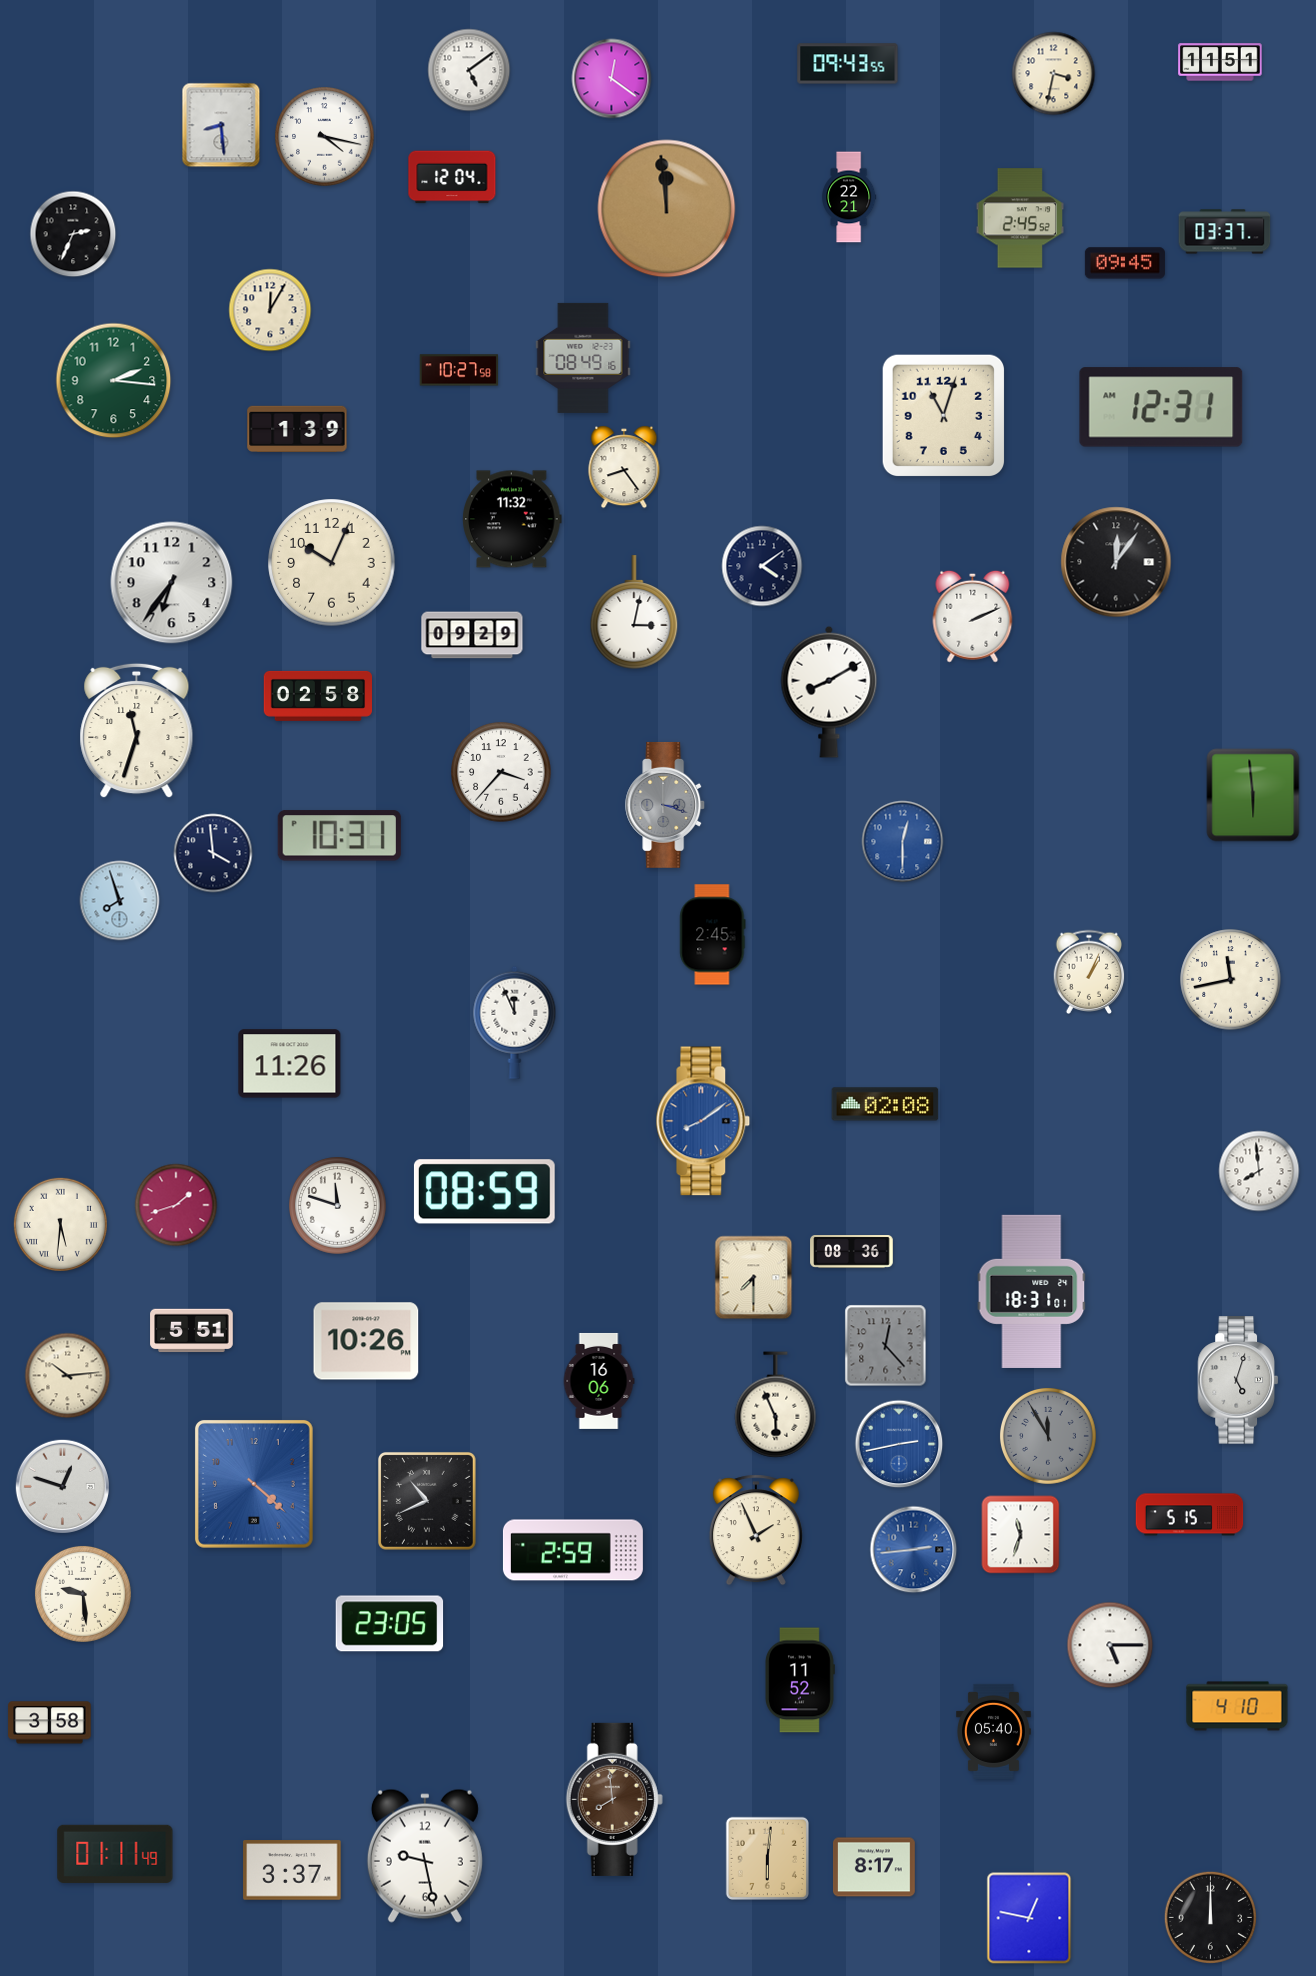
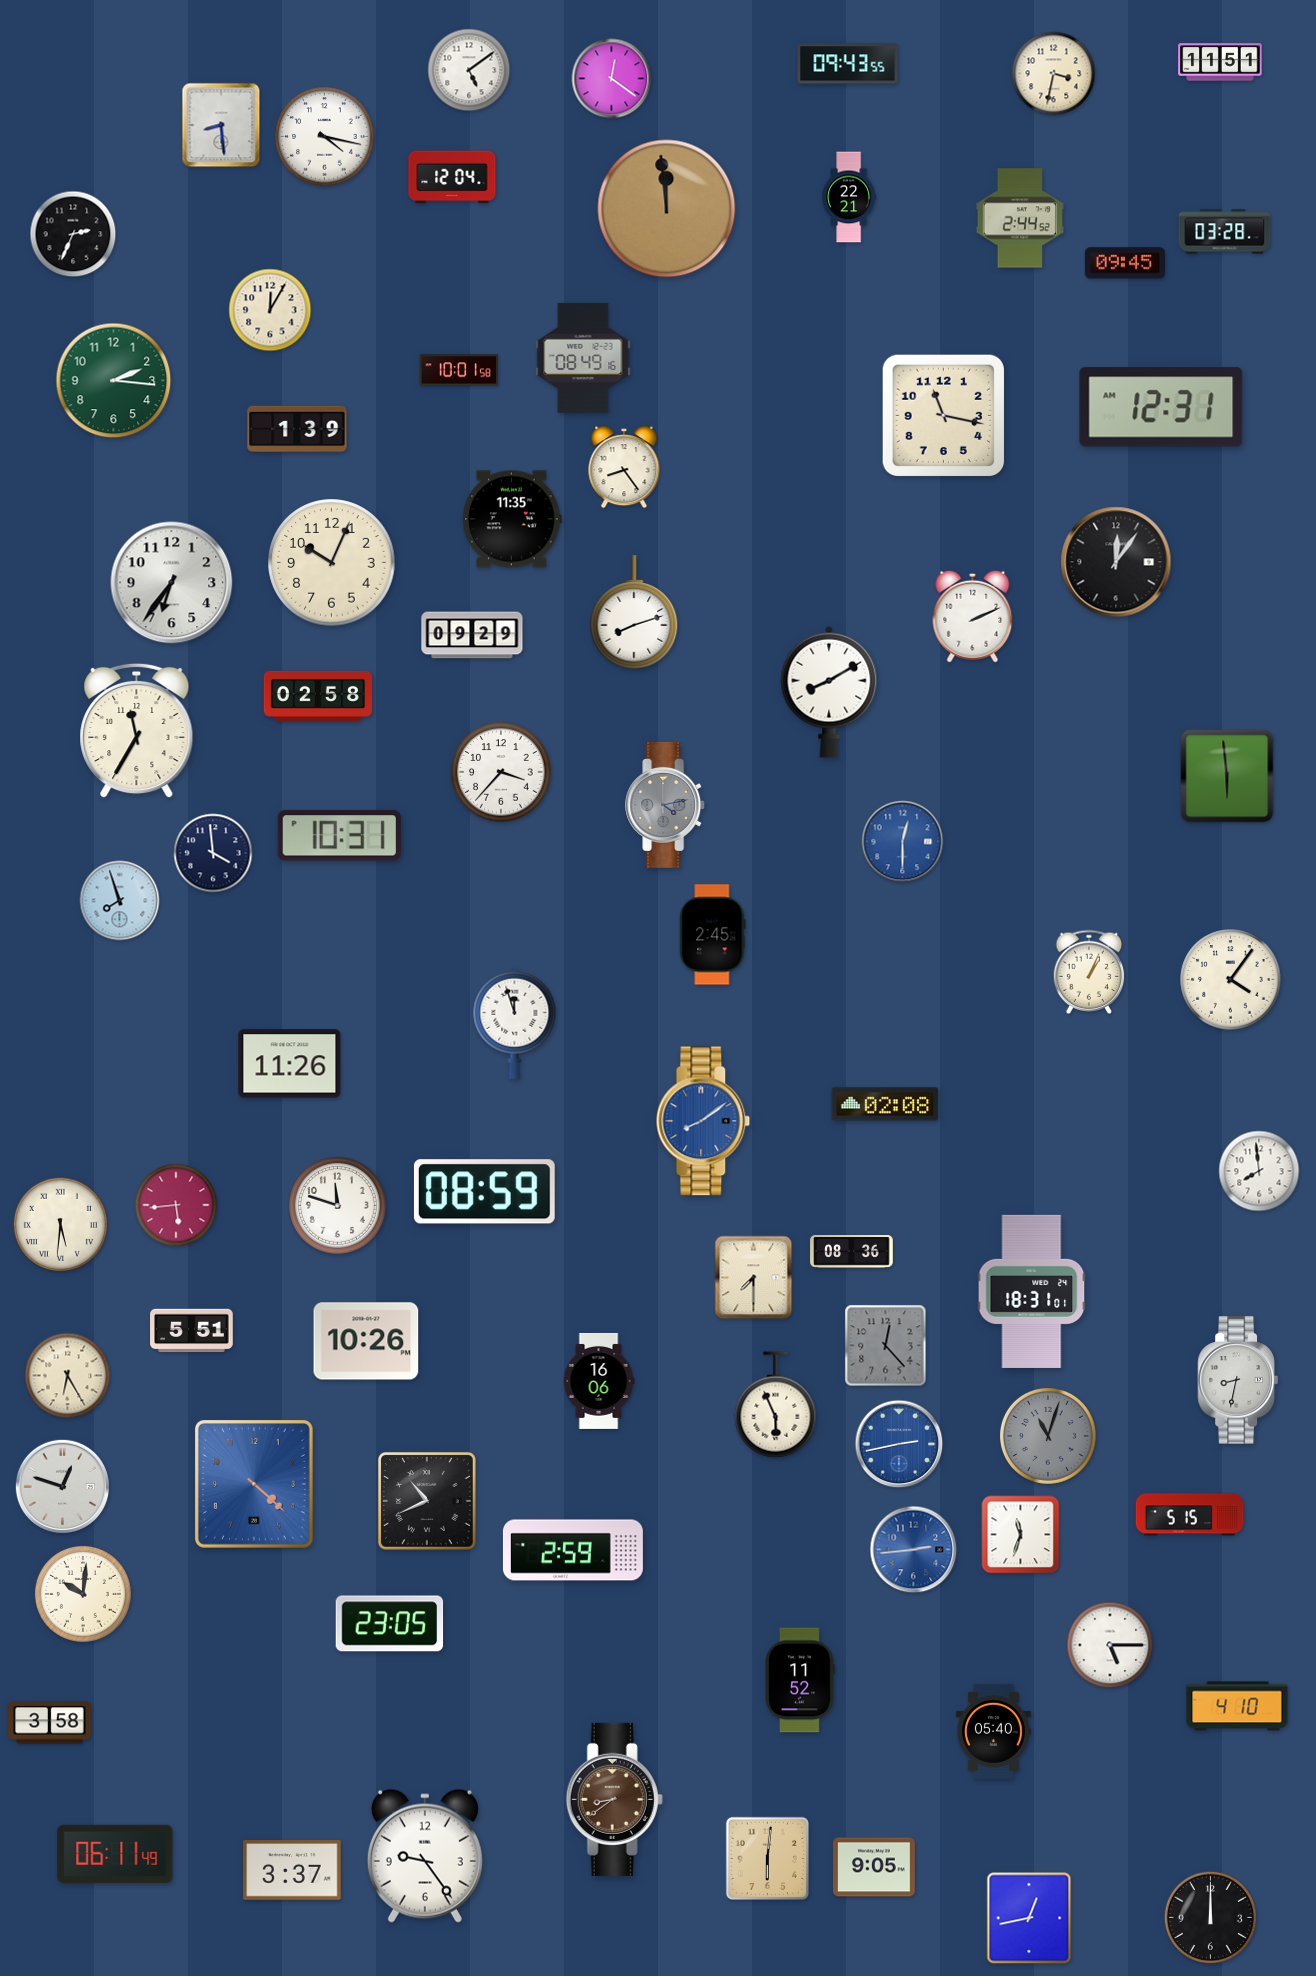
clock at (1019, 218): 2:45 -> 2:44
clock at (1225, 232): 03:37 -> 03:28
clock at (459, 370): 10:27 -> 10:01
clock at (943, 415): 11:03 -> 11:17
clock at (512, 519): 11:32 -> 11:35
clock at (762, 566): 4:09 -> none
clock at (634, 612): 3:02 -> 8:12
clock at (137, 731): 11:33 -> 11:35
clock at (1253, 795) position: (1253, 795) -> (1227, 776)
clock at (666, 805): 3:18 -> 4:13
clock at (1231, 980): 11:43 -> 4:06
clock at (515, 1022): 11:56 -> 11:57
clock at (176, 1205): 1:42 -> 5:44
clock at (68, 1376): 10:14 -> 6:25
clock at (1237, 1380): 5:03 -> 8:32
clock at (1048, 1436): 11:55 -> 11:03
clock at (756, 1530): 1:56 -> none
clock at (83, 1594): 9:29 -> 10:01
clock at (614, 1799): 7:59 -> 8:39
clock at (115, 1854): 01:11 -> 06:11
clock at (425, 1856): 9:28 -> 9:24
clock at (874, 1867): 8:17 -> 9:05
clock at (1029, 1918): 12:47 -> 12:43
